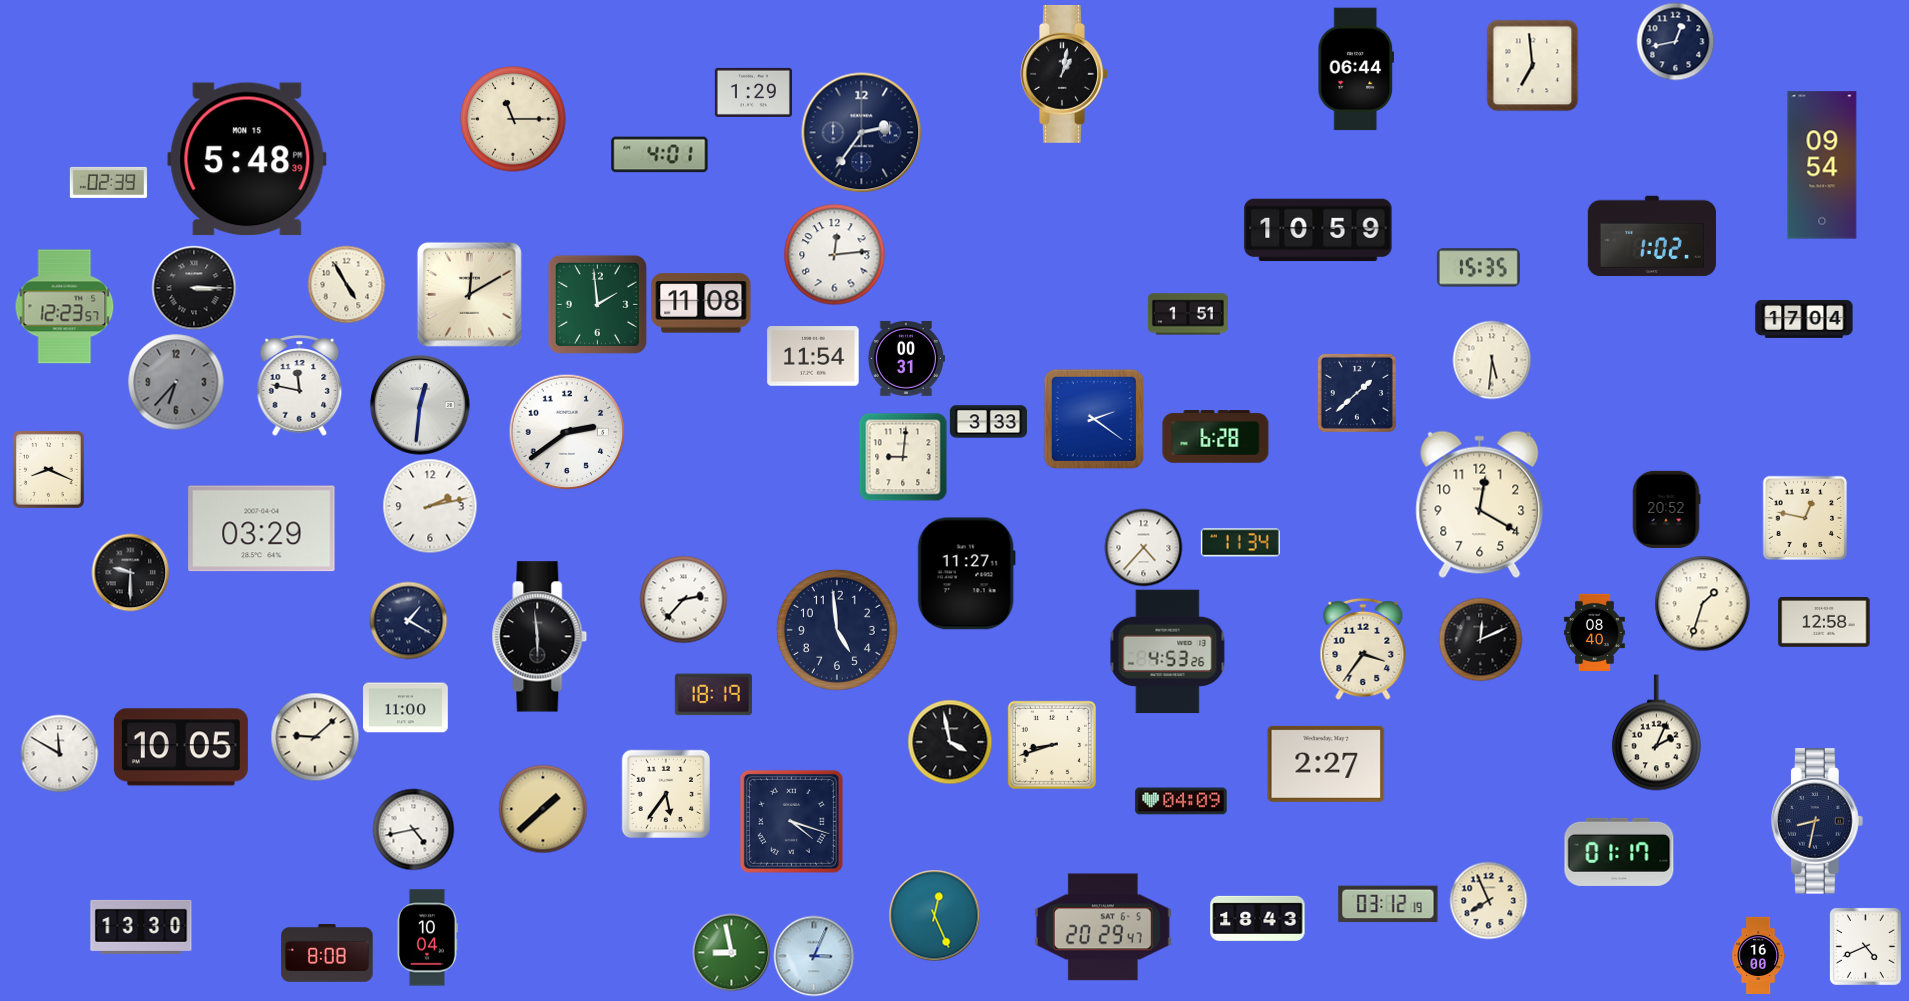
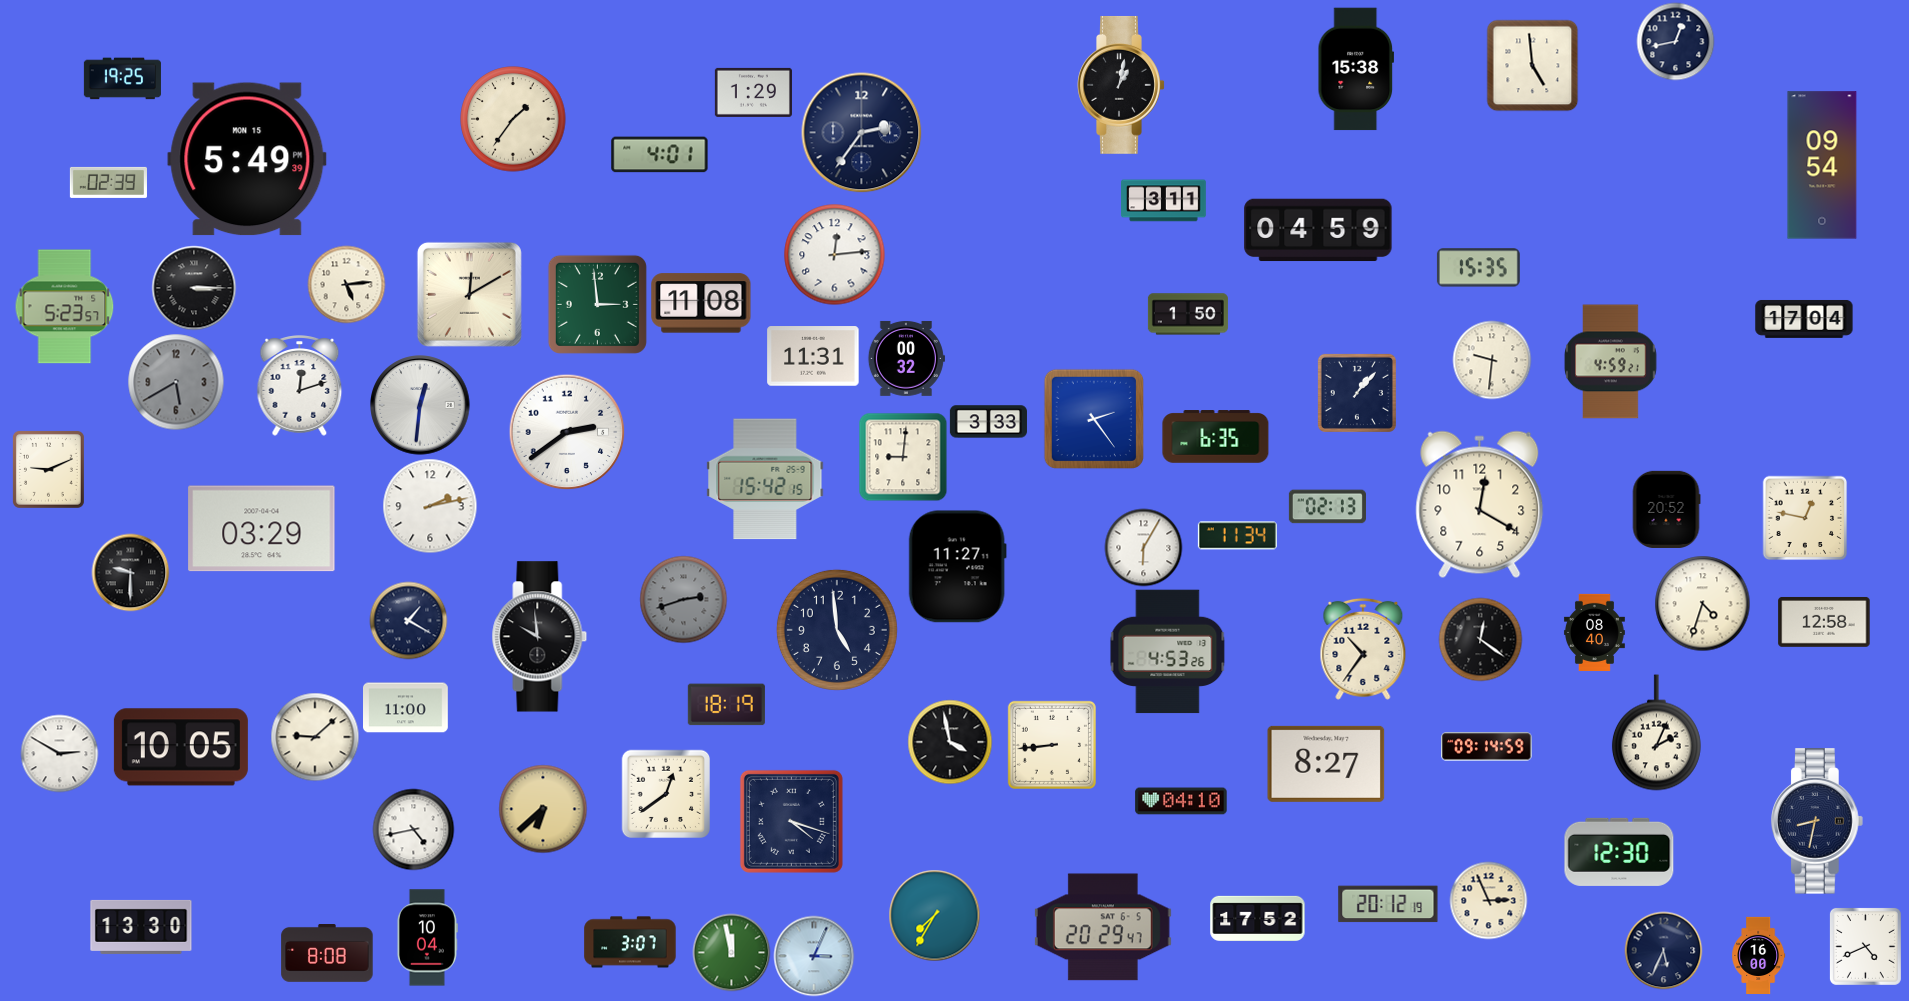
clock at (1532, 65): 6:59 -> 4:59
clock at (1355, 69): 06:44 -> 15:38
clock at (1064, 74) position: (1064, 74) -> (1121, 85)
clock at (122, 79): none -> 19:25
clock at (513, 119): 11:15 -> 1:36
clock at (247, 159): 5:48 -> 5:49
clock at (1164, 201): none -> 3:11
clock at (1318, 230): 10:59 -> 04:59
clock at (1652, 236): 1:02 -> none
clock at (346, 284): 4:55 -> 5:14
clock at (597, 304): 1:59 -> 2:59
clock at (65, 307): 12:23 -> 5:23
clock at (1188, 314): 1:51 -> 1:50
clock at (813, 356): 11:54 -> 11:31
clock at (906, 358): 00:31 -> 00:32
clock at (1492, 360): 5:31 -> 9:31
clock at (1611, 362): none -> 4:59
clock at (176, 382): 6:37 -> 5:40
clock at (300, 386): 11:47 -> 12:12
clock at (1357, 393): 1:38 -> 1:07
clock at (1093, 418): 2:21 -> 2:24
clock at (1216, 437): 6:28 -> 6:35
clock at (48, 469): 8:19 -> 9:11
clock at (765, 479): none -> 15:42
clock at (1327, 507): none -> 02:13
clock at (1240, 543) position: (1240, 543) -> (1237, 536)
clock at (1143, 547): 4:37 -> 6:05
clock at (966, 574) position: (966, 574) -> (957, 567)
clock at (683, 599): 2:37 -> 2:42
clock at (683, 599) dial: white -> grey
clock at (1702, 603): 1:33 -> 4:33
clock at (540, 637): 5:59 -> 9:59
clock at (1480, 639): 12:11 -> 12:21
clock at (1363, 649): 3:36 -> 10:36
clock at (713, 695) position: (713, 695) -> (726, 705)
clock at (1052, 745): 8:42 -> 8:44
clock at (1487, 747): none -> 09:14
clock at (59, 753): 11:50 -> 2:50
clock at (1326, 764): 2:27 -> 8:27
clock at (665, 793): 5:36 -> 12:39
clock at (1181, 801): 04:09 -> 04:10
clock at (543, 809): 1:38 -> 6:38
clock at (1619, 852): 01:17 -> 12:30
clock at (1488, 900): 7:56 -> 2:56
clock at (1388, 904): 03:12 -> 20:12
clock at (934, 915): 12:26 -> 7:35
clock at (1258, 918): 18:43 -> 17:52
clock at (630, 942): none -> 3:07
clock at (1663, 950): none -> 5:34
clock at (731, 952): 8:58 -> 11:58
